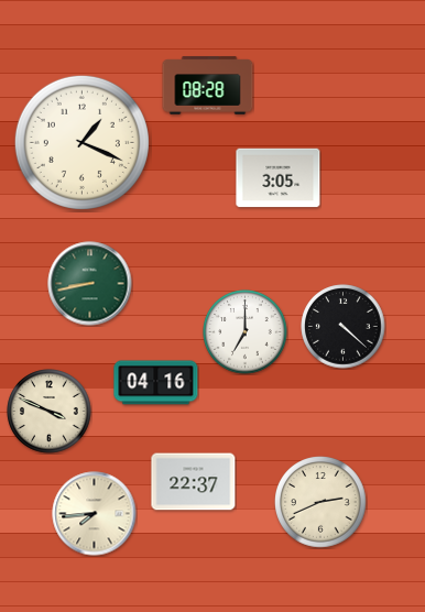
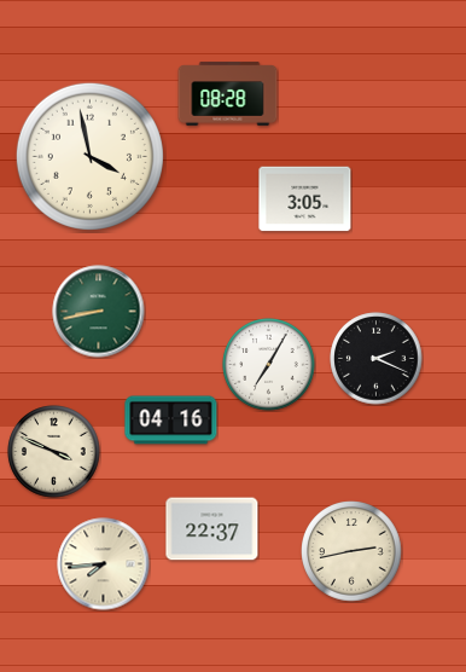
clock at (81, 142): 1:19 -> 3:58
clock at (279, 178) position: (279, 178) -> (305, 199)
clock at (344, 327): 4:22 -> 2:19
clock at (246, 332): 7:00 -> 7:05
clock at (320, 502): 2:41 -> 2:43
